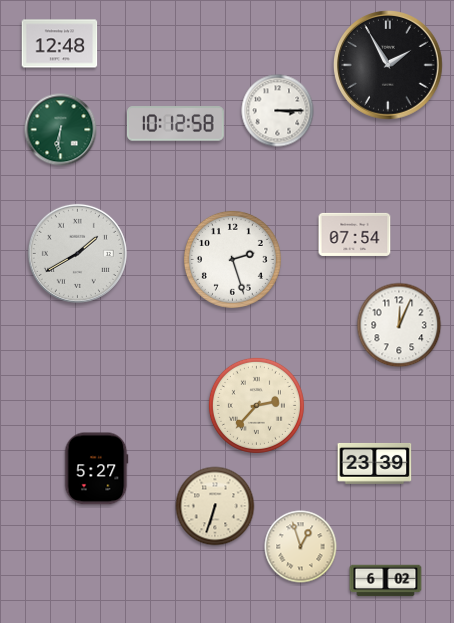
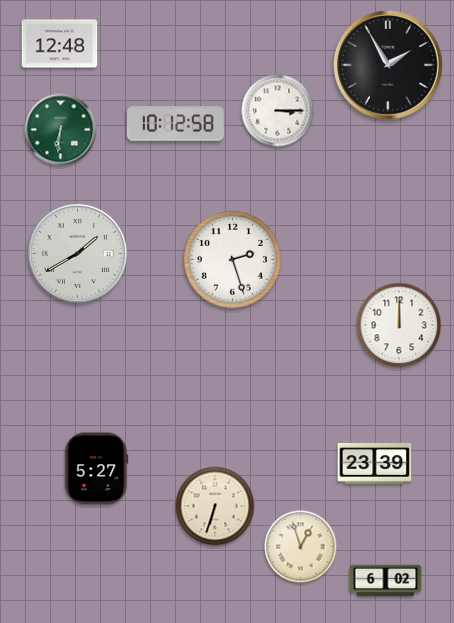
clock at (355, 234): 07:54 -> none
clock at (399, 325): 12:04 -> 12:00
clock at (256, 405): 2:37 -> none
